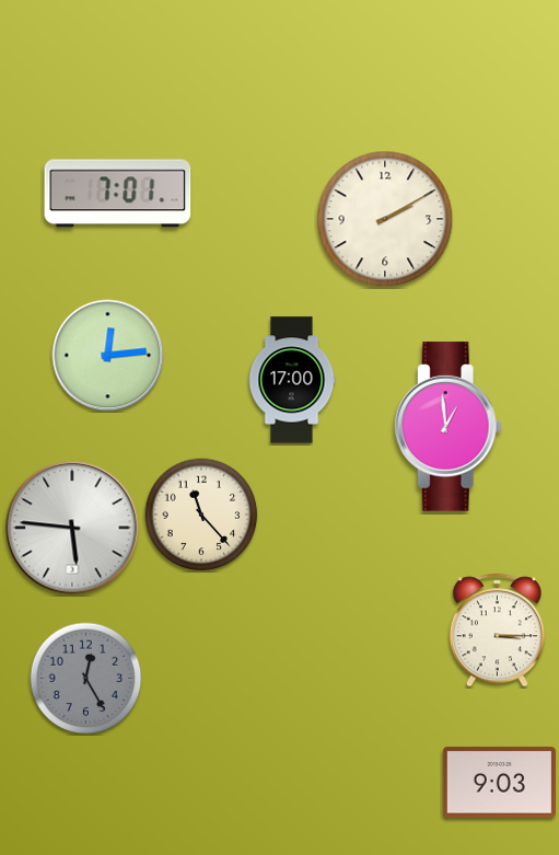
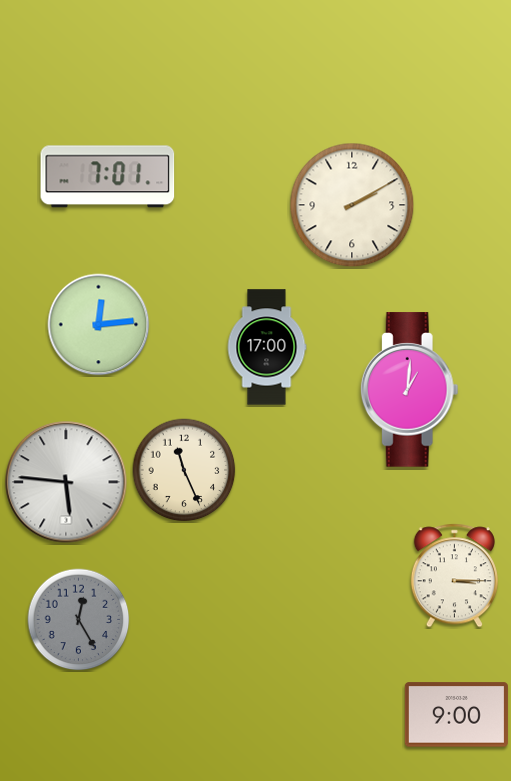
clock at (385, 219) position: (385, 219) -> (352, 205)
clock at (447, 427): 12:59 -> 1:01
clock at (201, 515): 11:23 -> 11:26
clock at (499, 783): 9:03 -> 9:00
